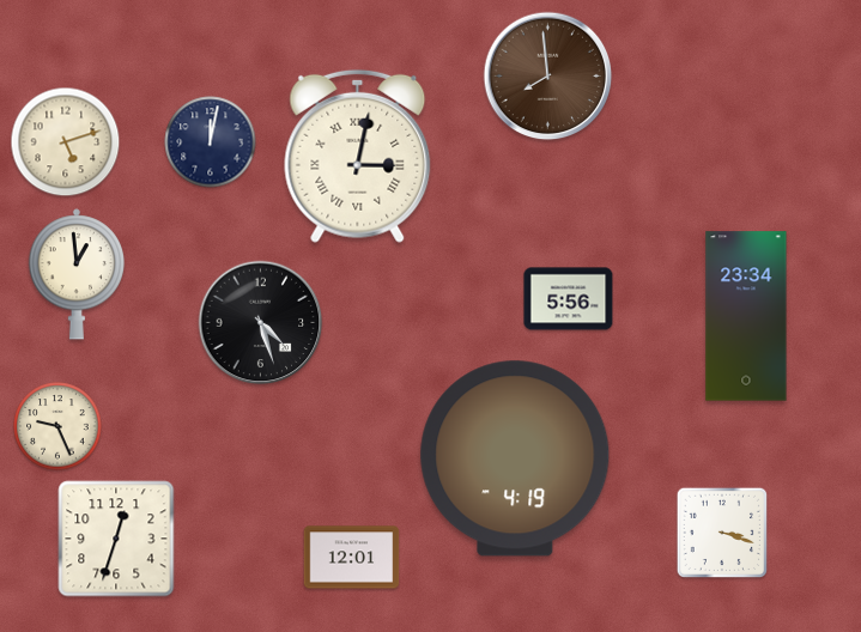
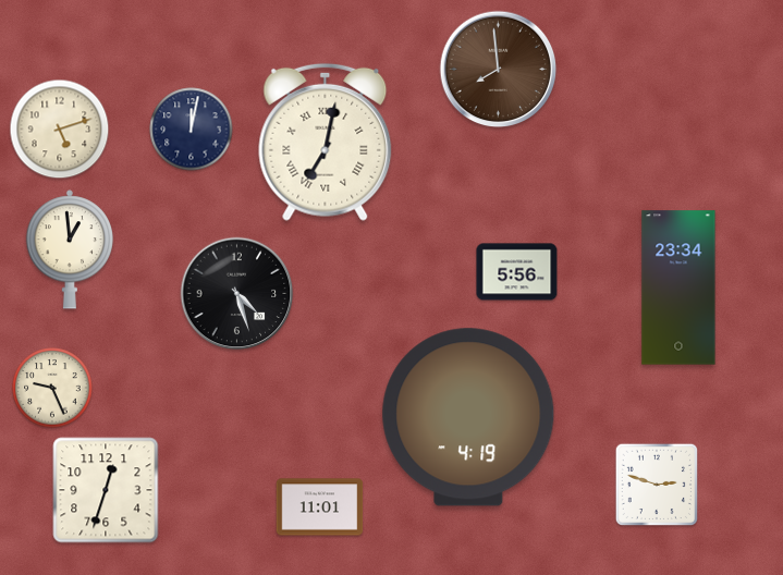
clock at (358, 156): 3:02 -> 7:02
clock at (721, 531): 3:18 -> 2:48
clock at (352, 558): 12:01 -> 11:01
